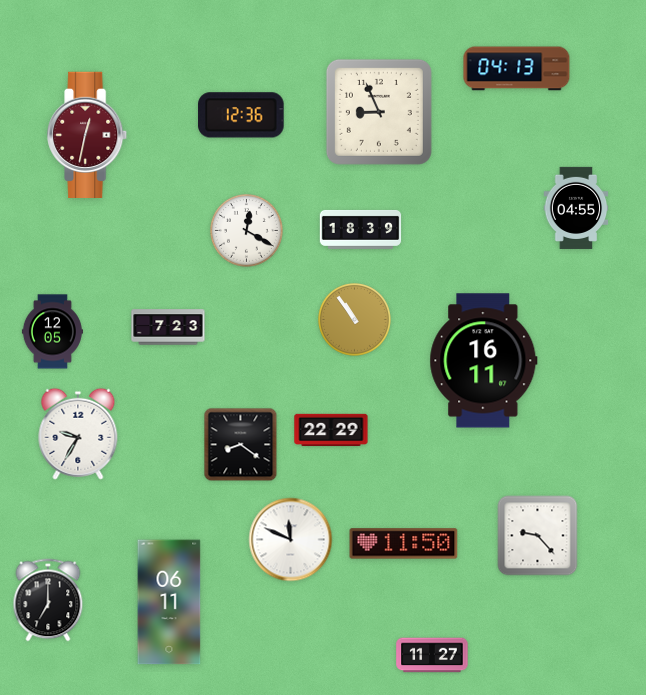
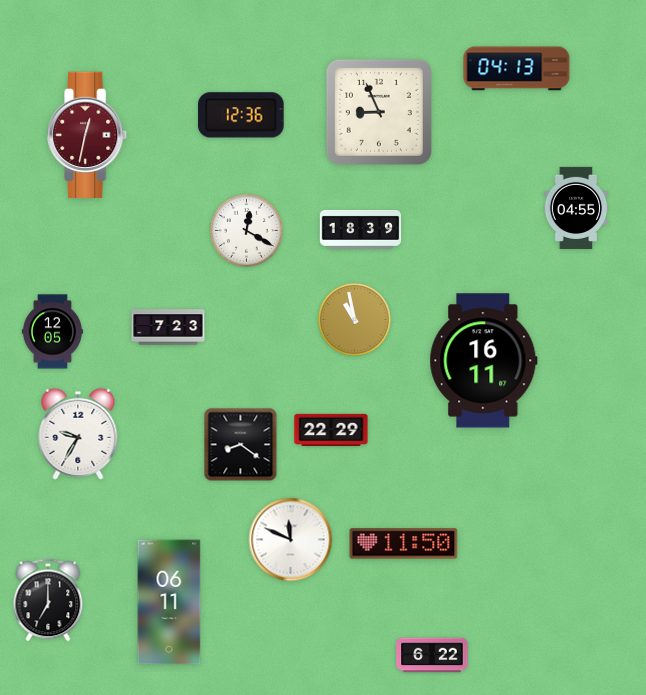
clock at (354, 319): 10:54 -> 10:58
clock at (538, 536): 9:23 -> none
clock at (432, 655): 11:27 -> 6:22
